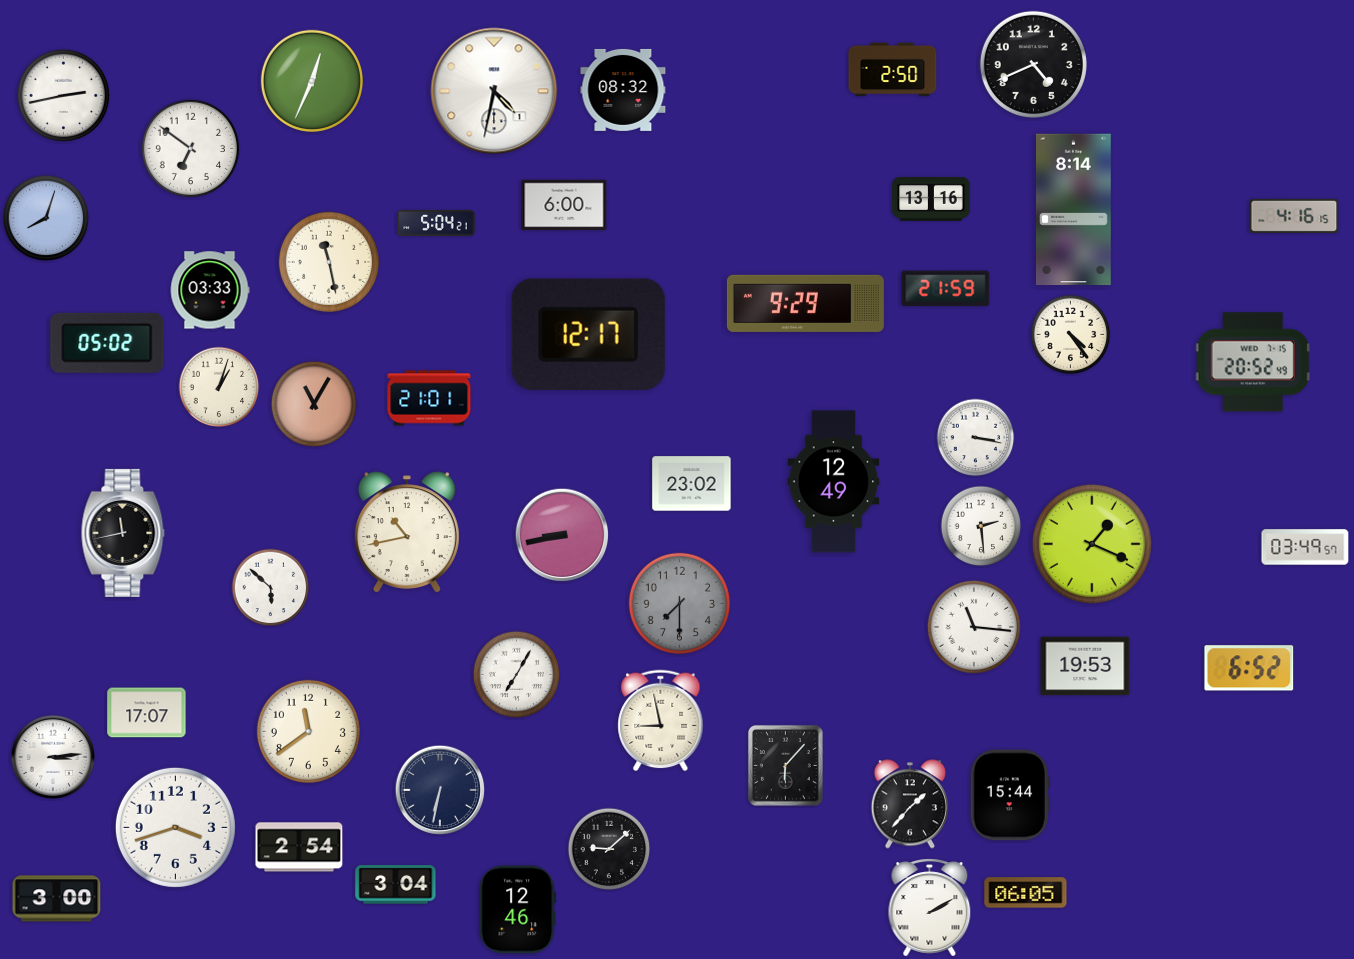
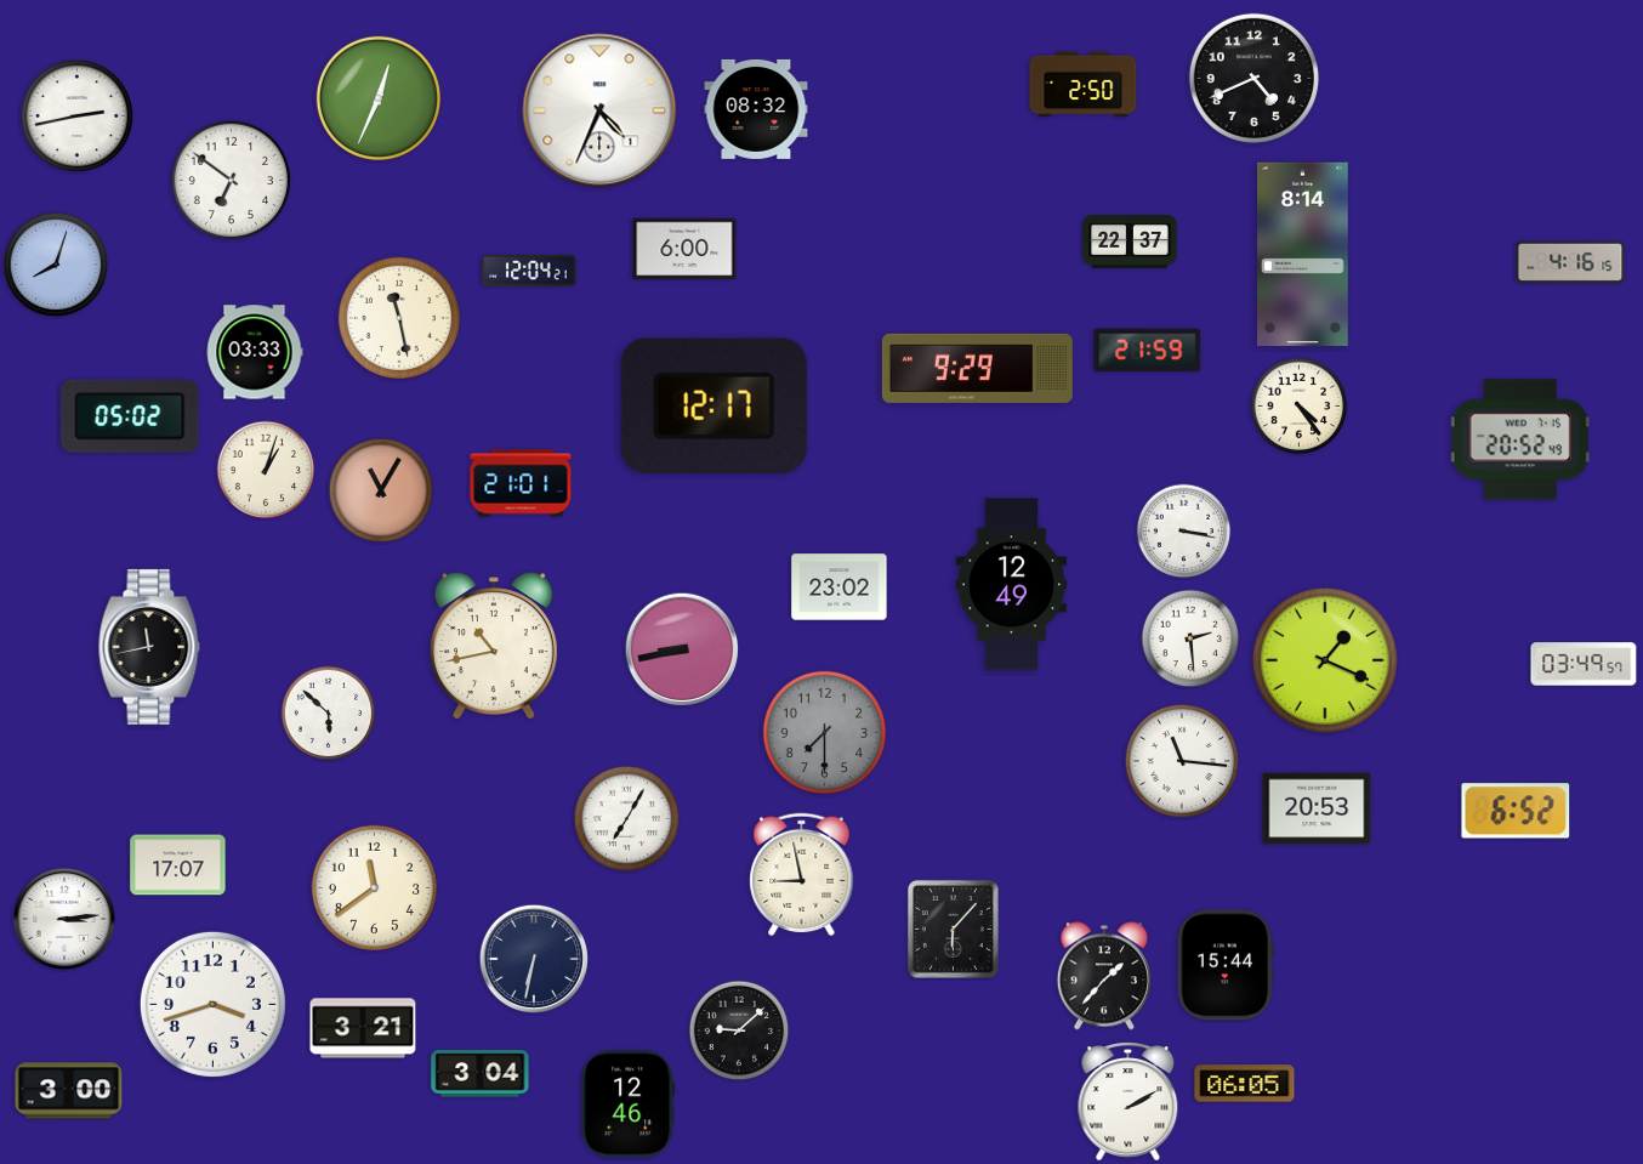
clock at (494, 91): 4:32 -> 4:34
clock at (931, 199): 13:16 -> 22:37
clock at (436, 224): 5:04 -> 12:04
clock at (1085, 666): 19:53 -> 20:53
clock at (299, 847): 2:54 -> 3:21
